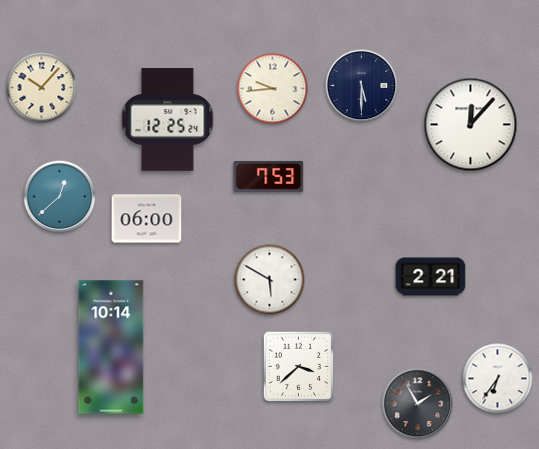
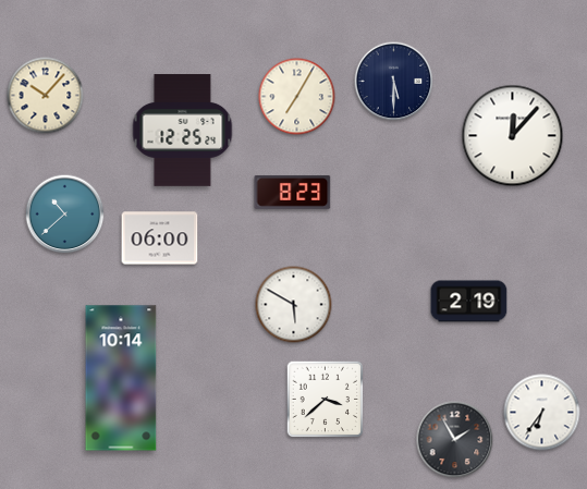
clock at (362, 86) position: (362, 86) -> (394, 82)
clock at (273, 89): 9:44 -> 7:05
clock at (269, 176): 7:53 -> 8:23
clock at (60, 197): 12:38 -> 10:38
clock at (431, 277): 2:21 -> 2:19
